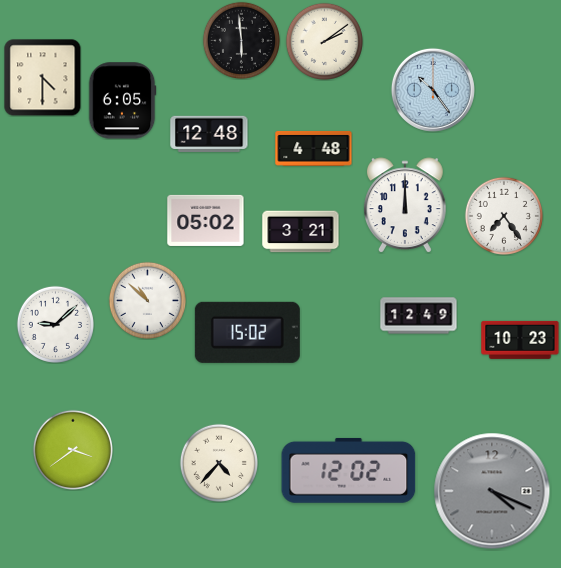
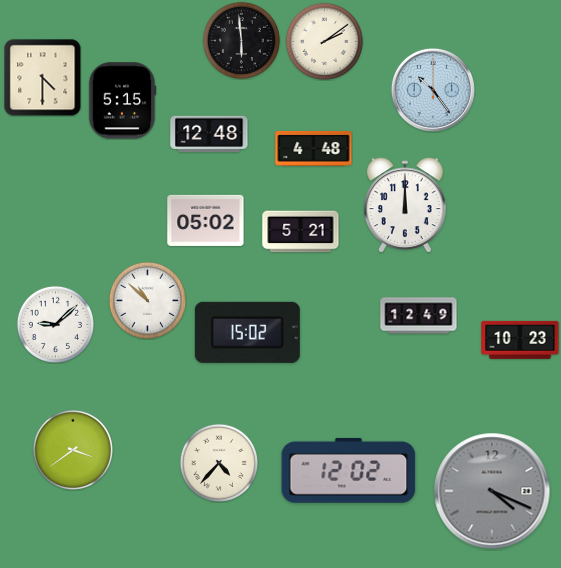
clock at (122, 101): 6:05 -> 5:15
clock at (504, 216): 7:24 -> none
clock at (301, 232): 3:21 -> 5:21
